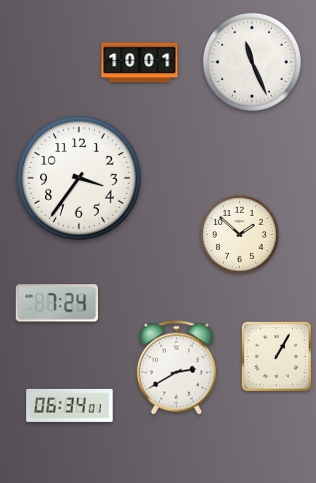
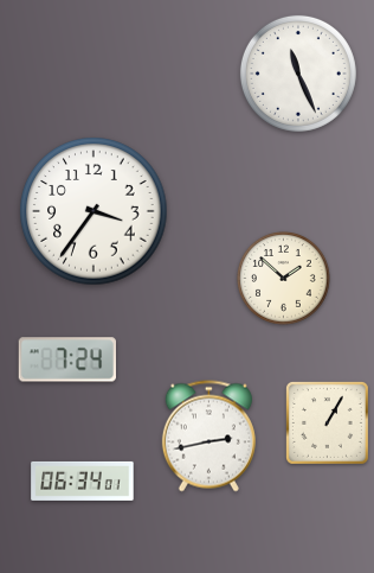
clock at (140, 63): 10:01 -> none
clock at (176, 368): 2:40 -> 2:43
